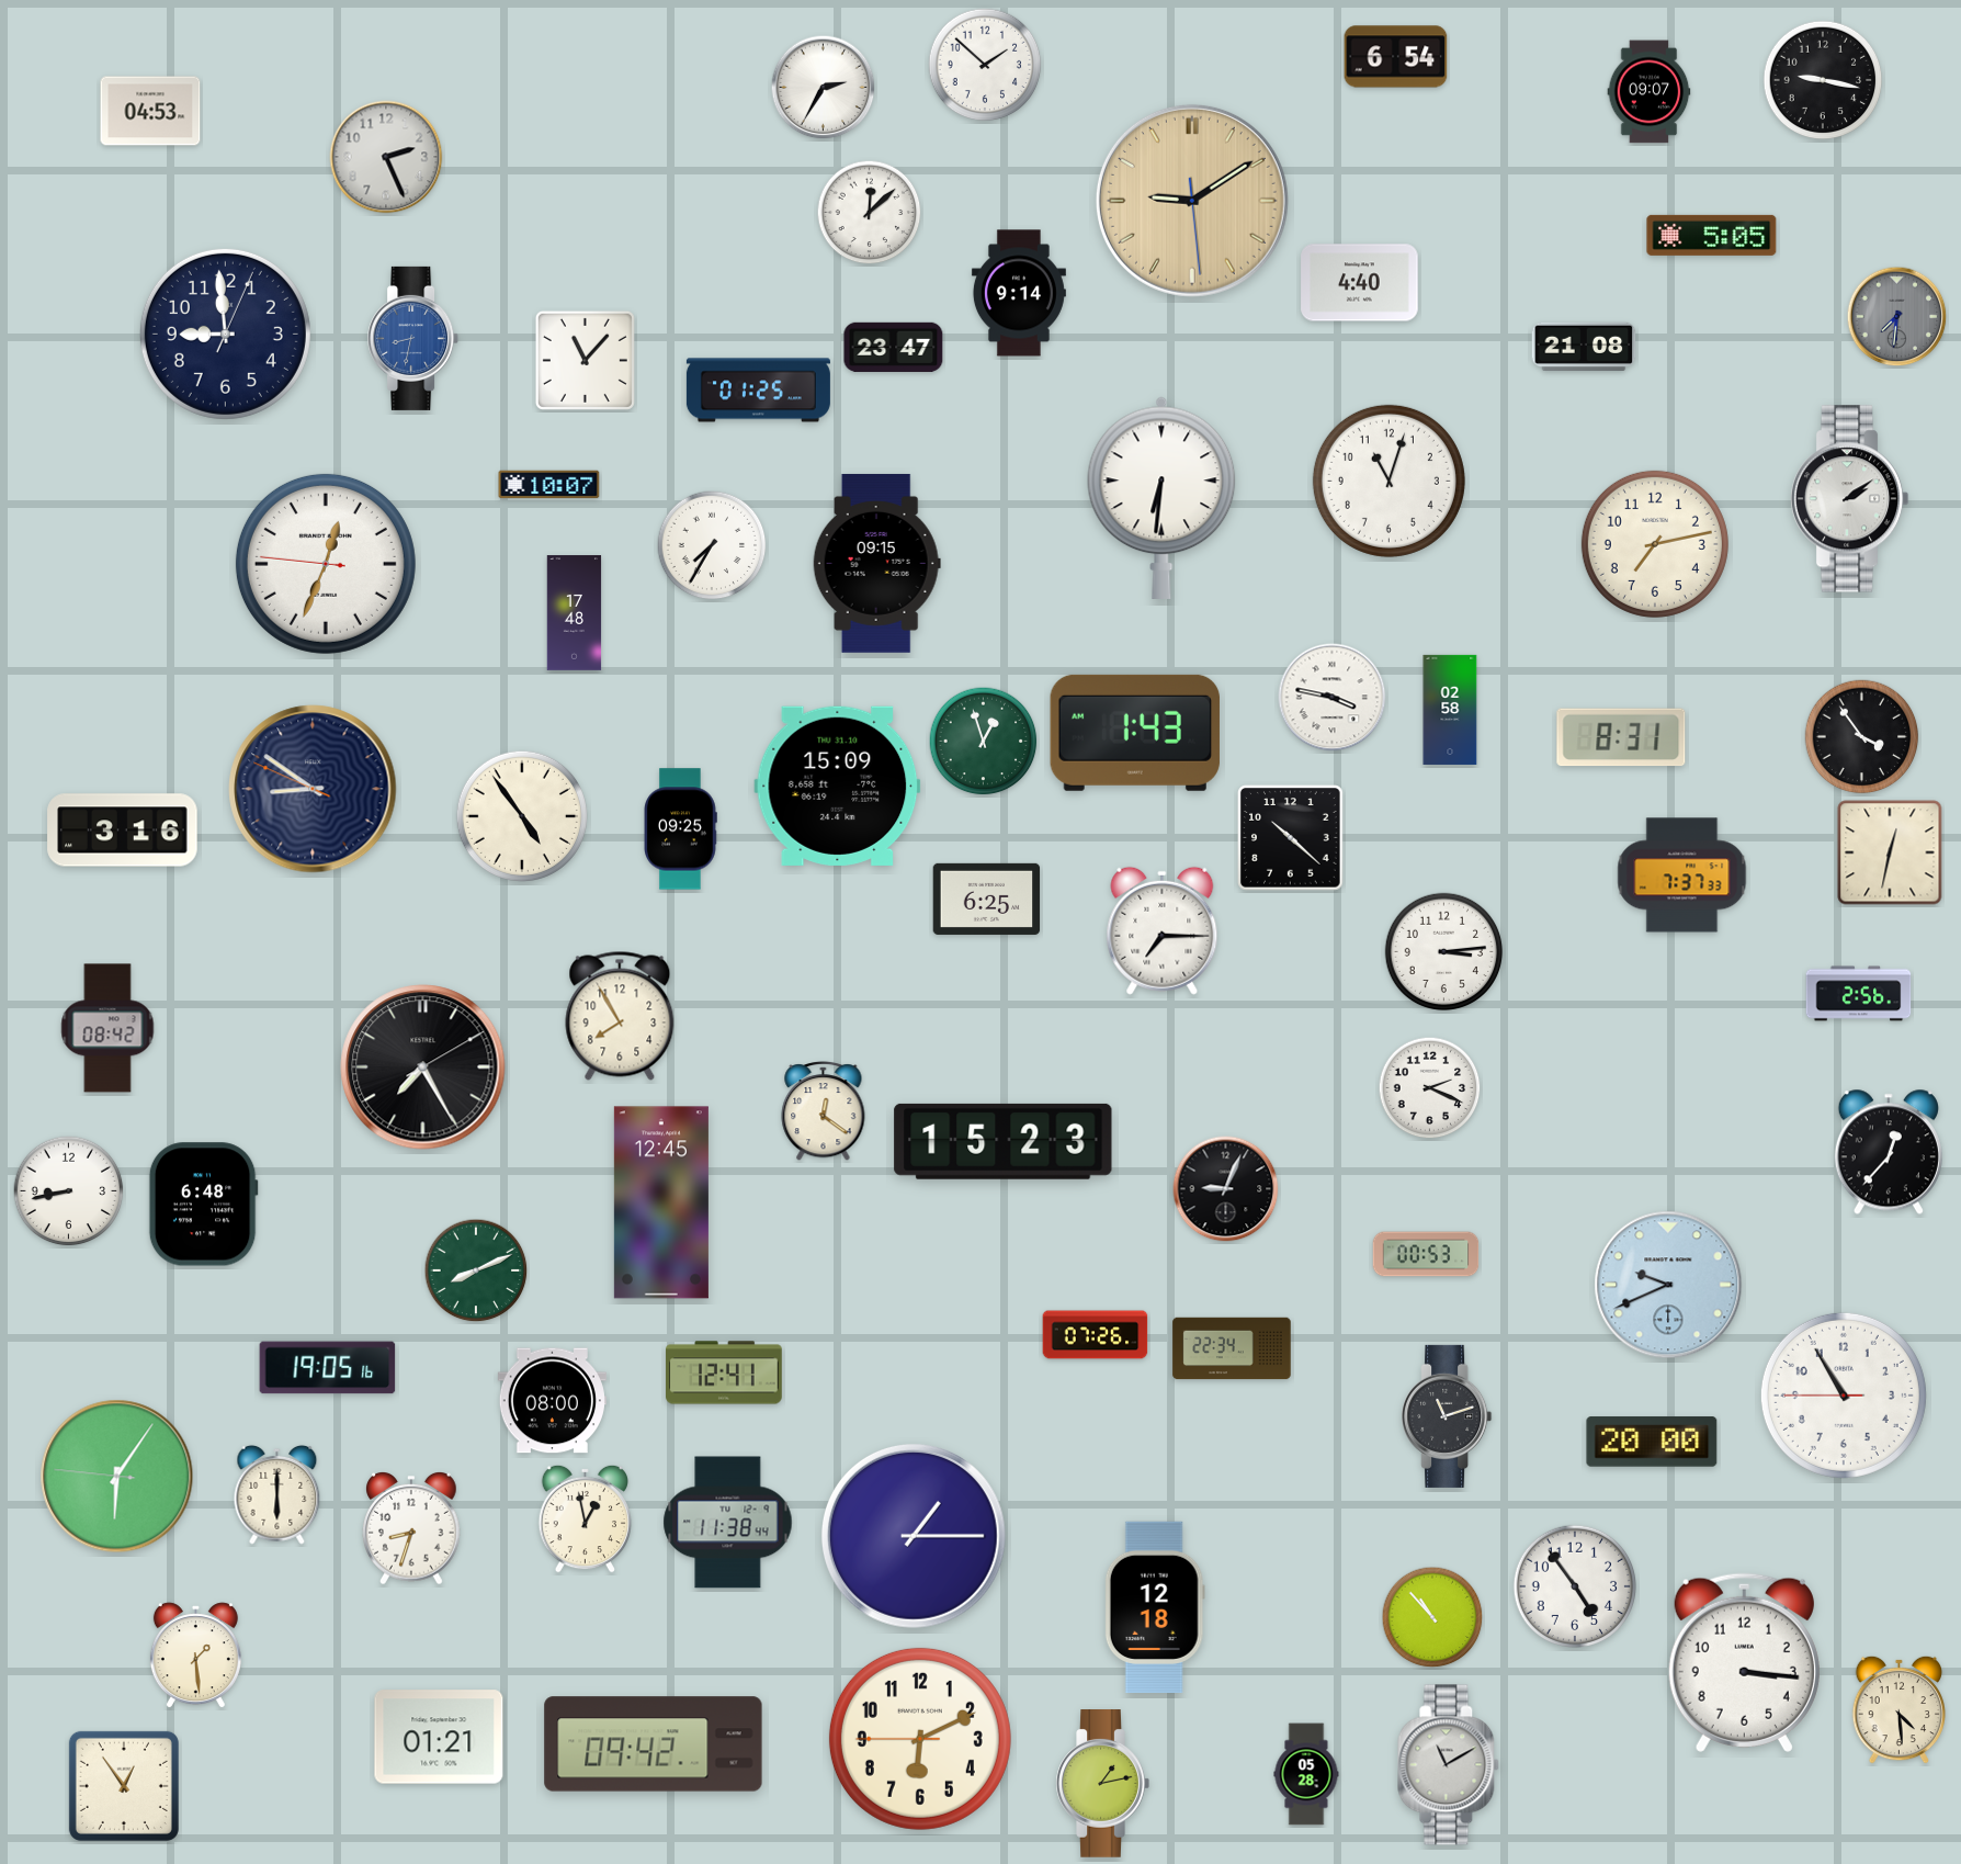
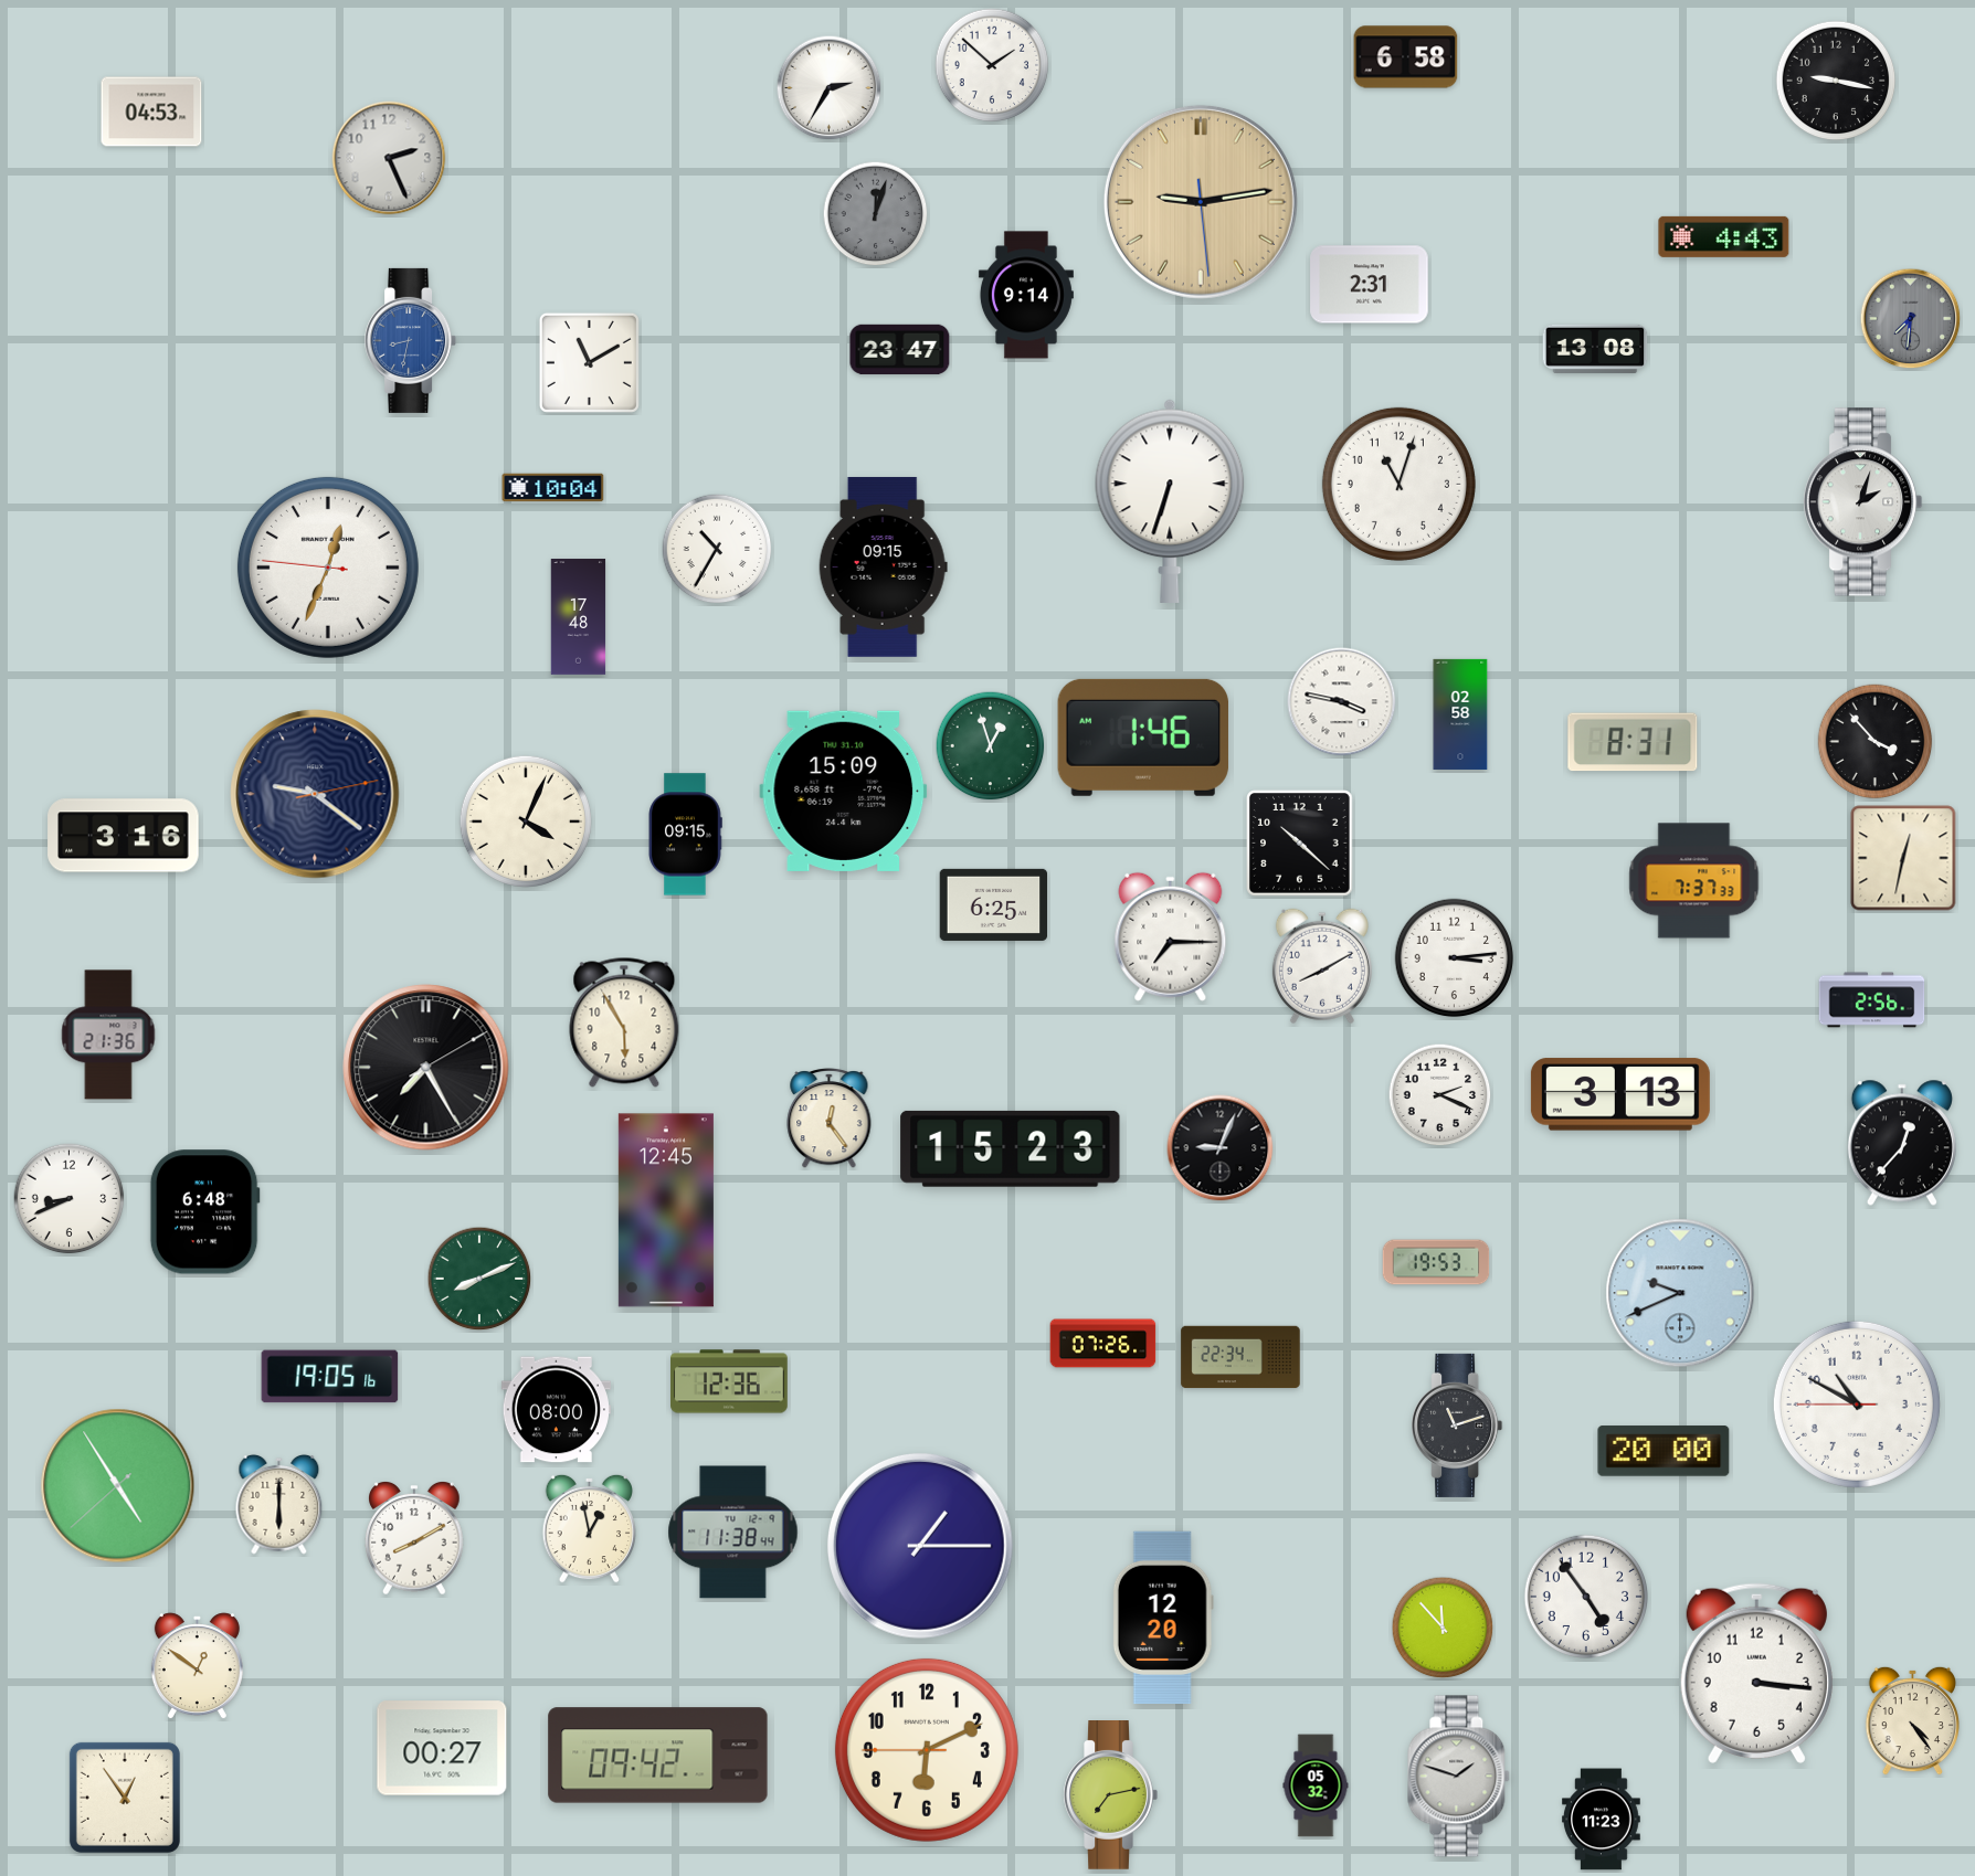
clock at (1396, 57): 6:54 -> 6:58
clock at (1650, 92): 09:07 -> none
clock at (1192, 201): 9:09 -> 9:13
clock at (870, 213): 12:08 -> 12:03
clock at (870, 213) dial: white -> grey
clock at (1712, 235): 5:05 -> 4:43
clock at (1360, 283): 4:40 -> 2:31
clock at (225, 334): 8:59 -> none
clock at (413, 338) position: (413, 338) -> (411, 340)
clock at (1584, 346): 21:08 -> 13:08
clock at (585, 360): 11:07 -> 11:10
clock at (758, 391): 01:25 -> none
clock at (549, 485): 10:07 -> 10:04
clock at (1161, 498): 6:31 -> 6:33
clock at (1849, 499): 2:09 -> 2:03
clock at (1655, 544): 7:13 -> none
clock at (712, 545): 7:35 -> 10:35
clock at (1135, 733): 1:43 -> 1:46
clock at (1862, 737): 3:54 -> 3:53
clock at (313, 789): 8:50 -> 9:21
clock at (522, 816): 4:54 -> 4:04
clock at (680, 829): 09:25 -> 09:15
clock at (1322, 966): none -> 8:10
clock at (620, 1016): 7:55 -> 5:55
clock at (107, 1028): 08:42 -> 21:36
clock at (423, 1067) position: (423, 1067) -> (426, 1068)
clock at (1620, 1094): none -> 3:13
clock at (824, 1111): 12:21 -> 12:24
clock at (1889, 1152) position: (1889, 1152) -> (1902, 1143)
clock at (1226, 1189) position: (1226, 1189) -> (1221, 1148)
clock at (69, 1191): 8:43 -> 8:41
clock at (1426, 1254): 00:53 -> 19:53
clock at (724, 1372): 12:41 -> 12:36
clock at (1844, 1396): 10:54 -> 10:49
clock at (117, 1477): 6:05 -> 4:54
clock at (411, 1529): 8:33 -> 8:10
clock at (1155, 1606): 12:18 -> 12:20
clock at (1432, 1617): 10:53 -> 11:53
clock at (195, 1656): 1:29 -> 12:51
clock at (1900, 1709): 4:29 -> 4:24
clock at (439, 1737): 01:21 -> 00:27
clock at (1449, 1765): 11:10 -> 1:48
clock at (1306, 1774): 05:28 -> 05:32
clock at (1102, 1784): 1:13 -> 7:13
clock at (1602, 1820): none -> 11:23
